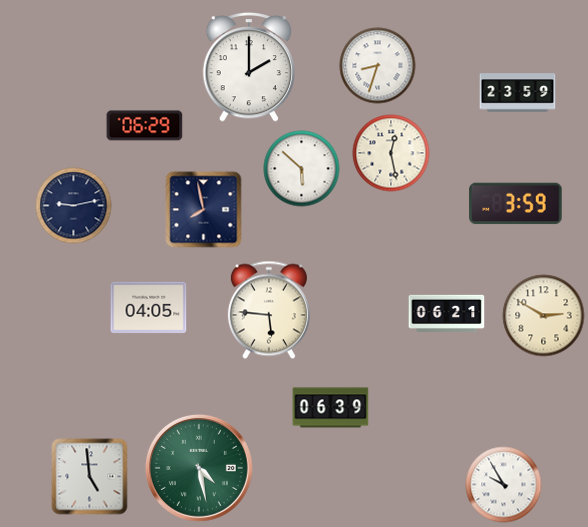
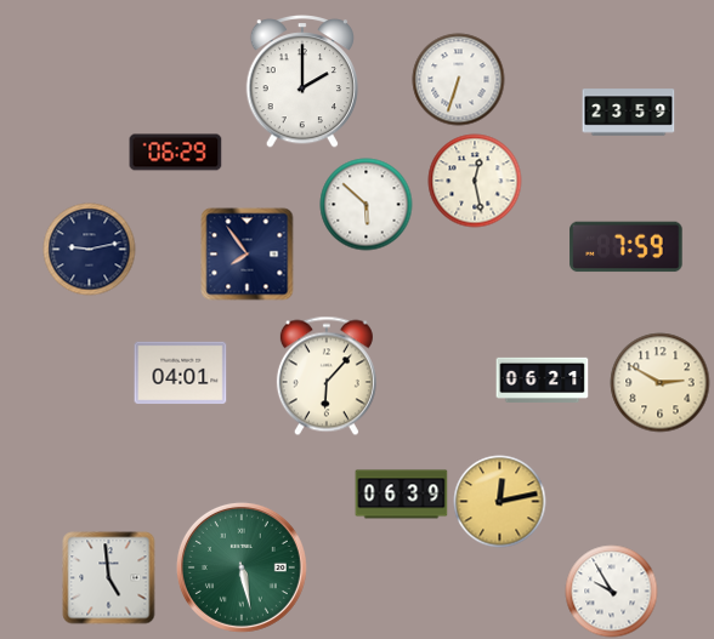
clock at (378, 66): 8:33 -> 6:33
clock at (391, 153) position: (391, 153) -> (475, 181)
clock at (516, 204): 3:59 -> 7:59
clock at (204, 210): 7:58 -> 7:54
clock at (149, 308): 04:05 -> 04:01
clock at (269, 310): 5:46 -> 6:07
clock at (500, 502): none -> 12:13
clock at (199, 468): 4:28 -> 5:28
clock at (504, 485) position: (504, 485) -> (612, 592)
